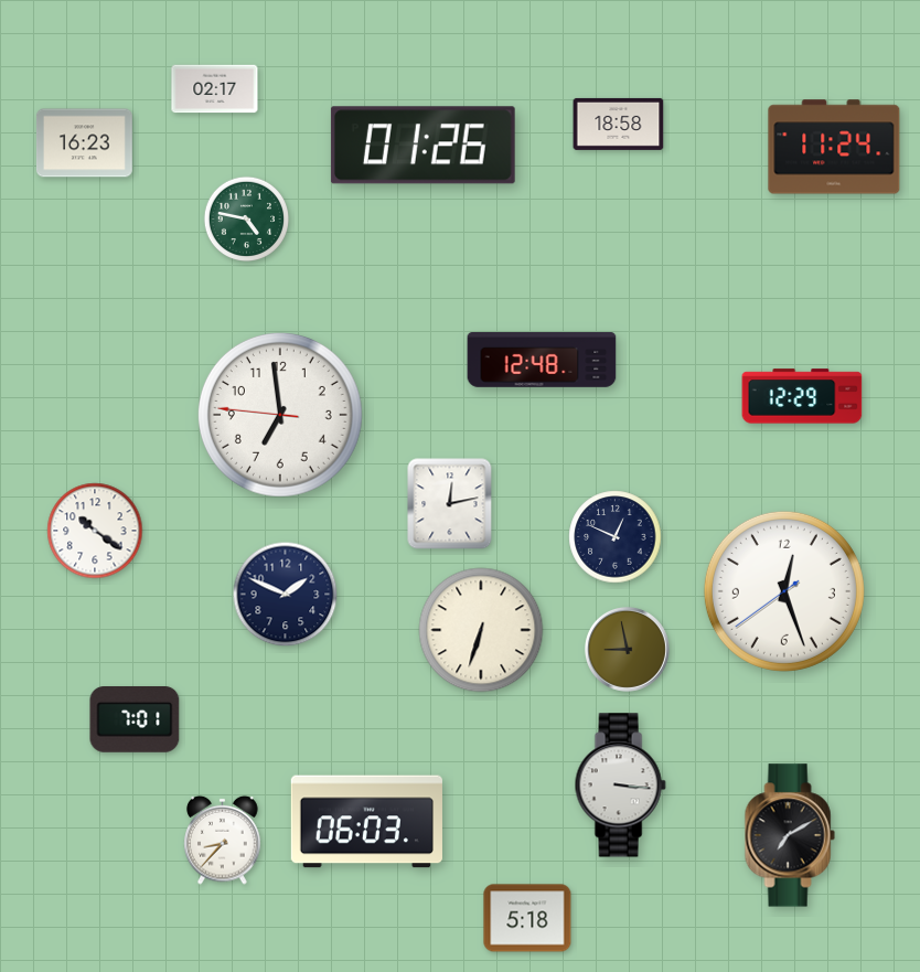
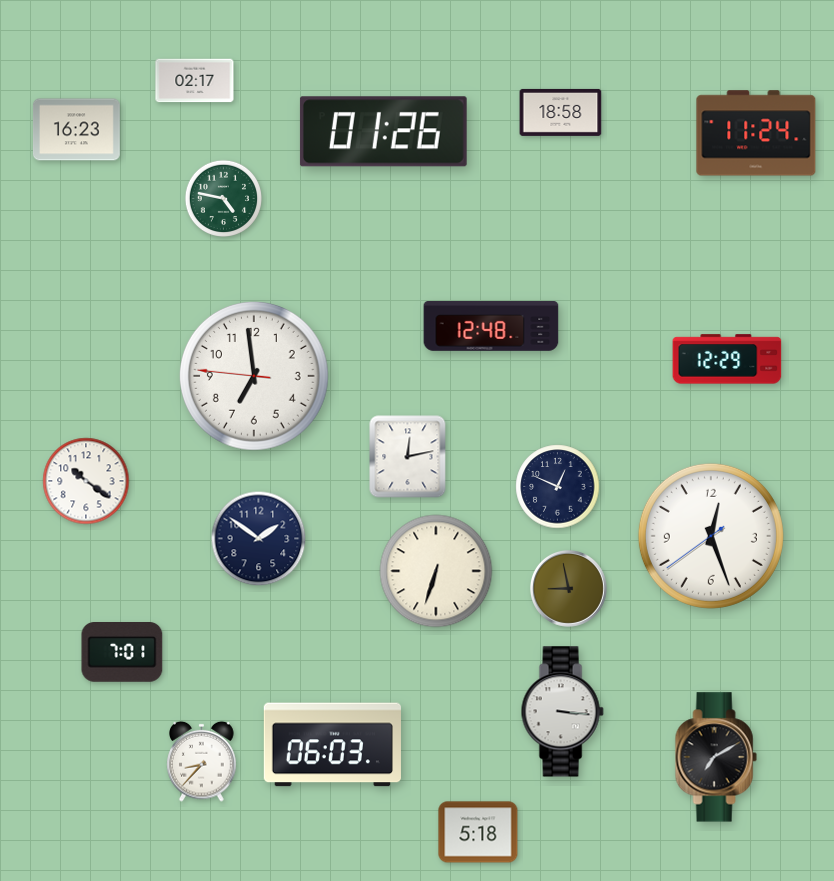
clock at (286, 595): 1:49 -> 1:51
